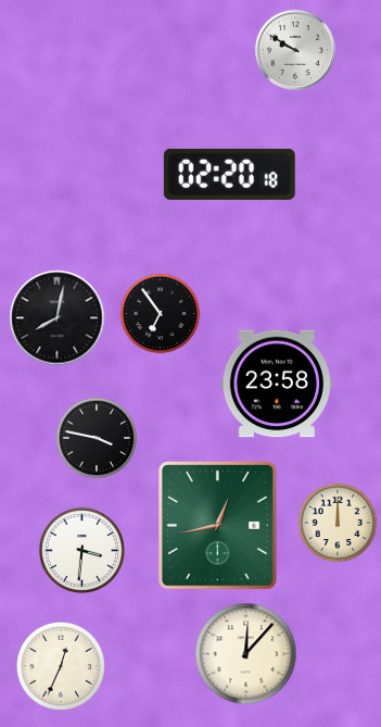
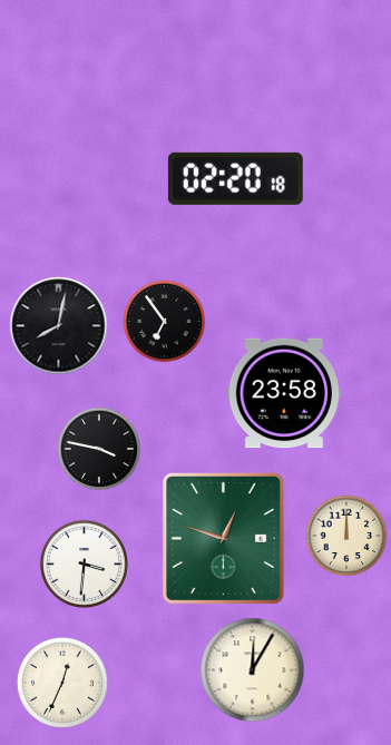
clock at (295, 50): 9:50 -> none
clock at (217, 525): 12:43 -> 12:48
clock at (246, 654): 12:07 -> 12:05
